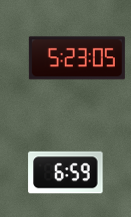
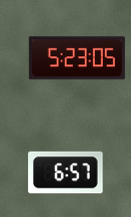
clock at (66, 173): 6:59 -> 6:57
